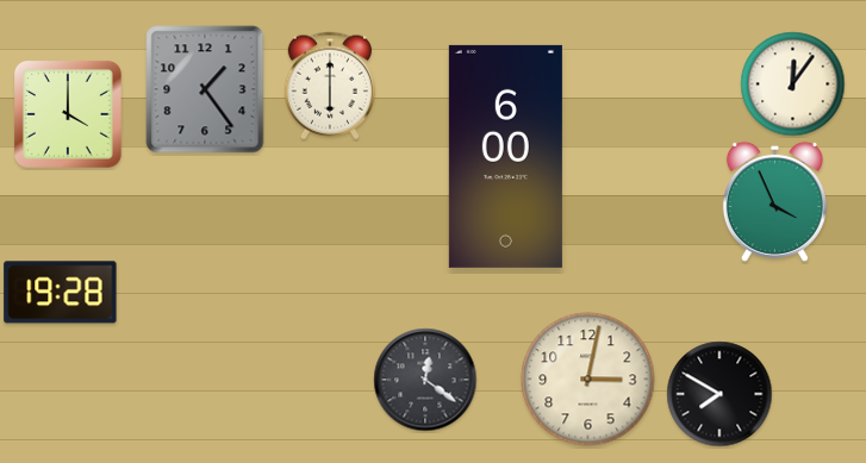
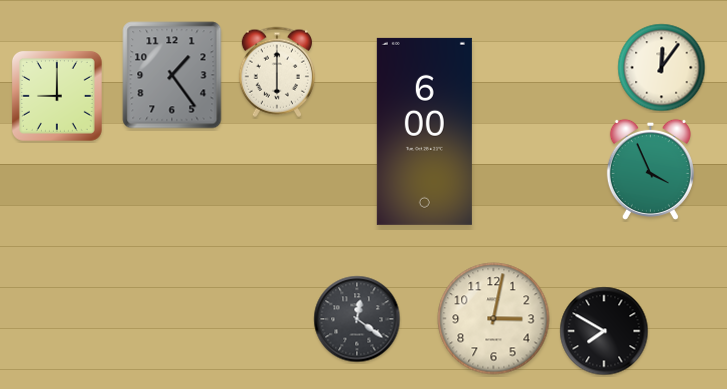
clock at (793, 85) position: (793, 85) -> (662, 68)
clock at (68, 114): 4:00 -> 9:00
clock at (61, 293): 19:28 -> none
